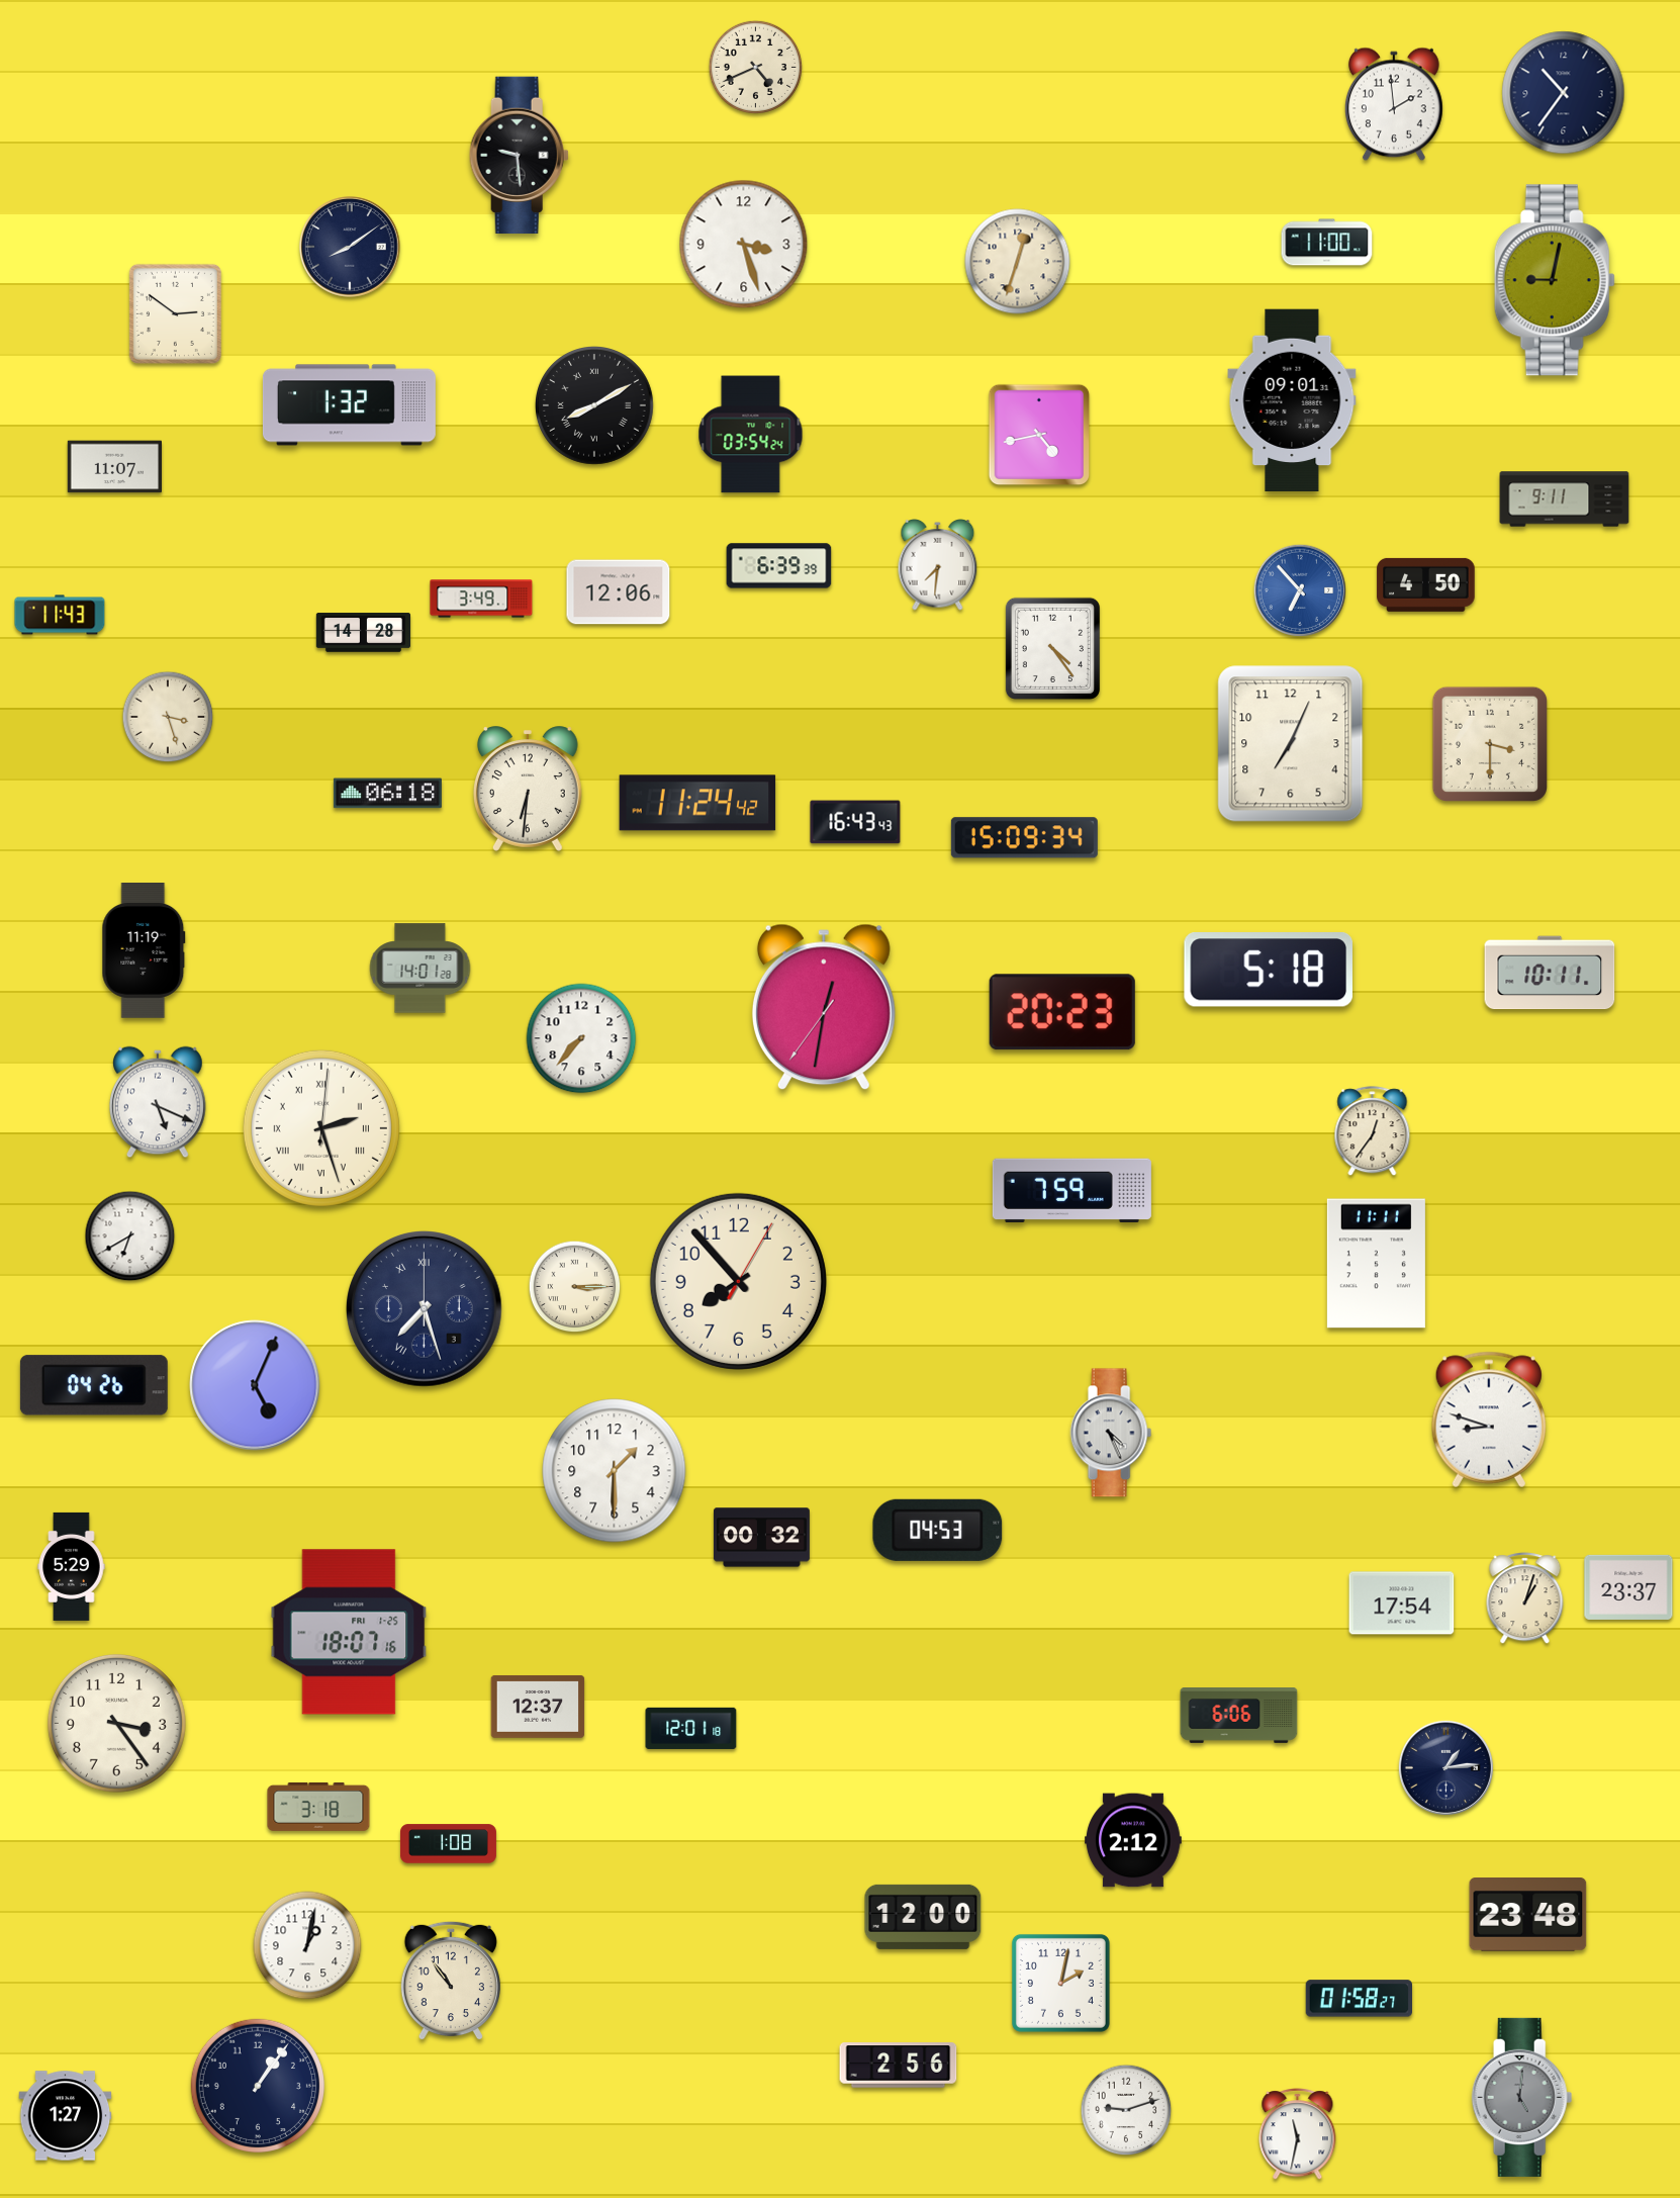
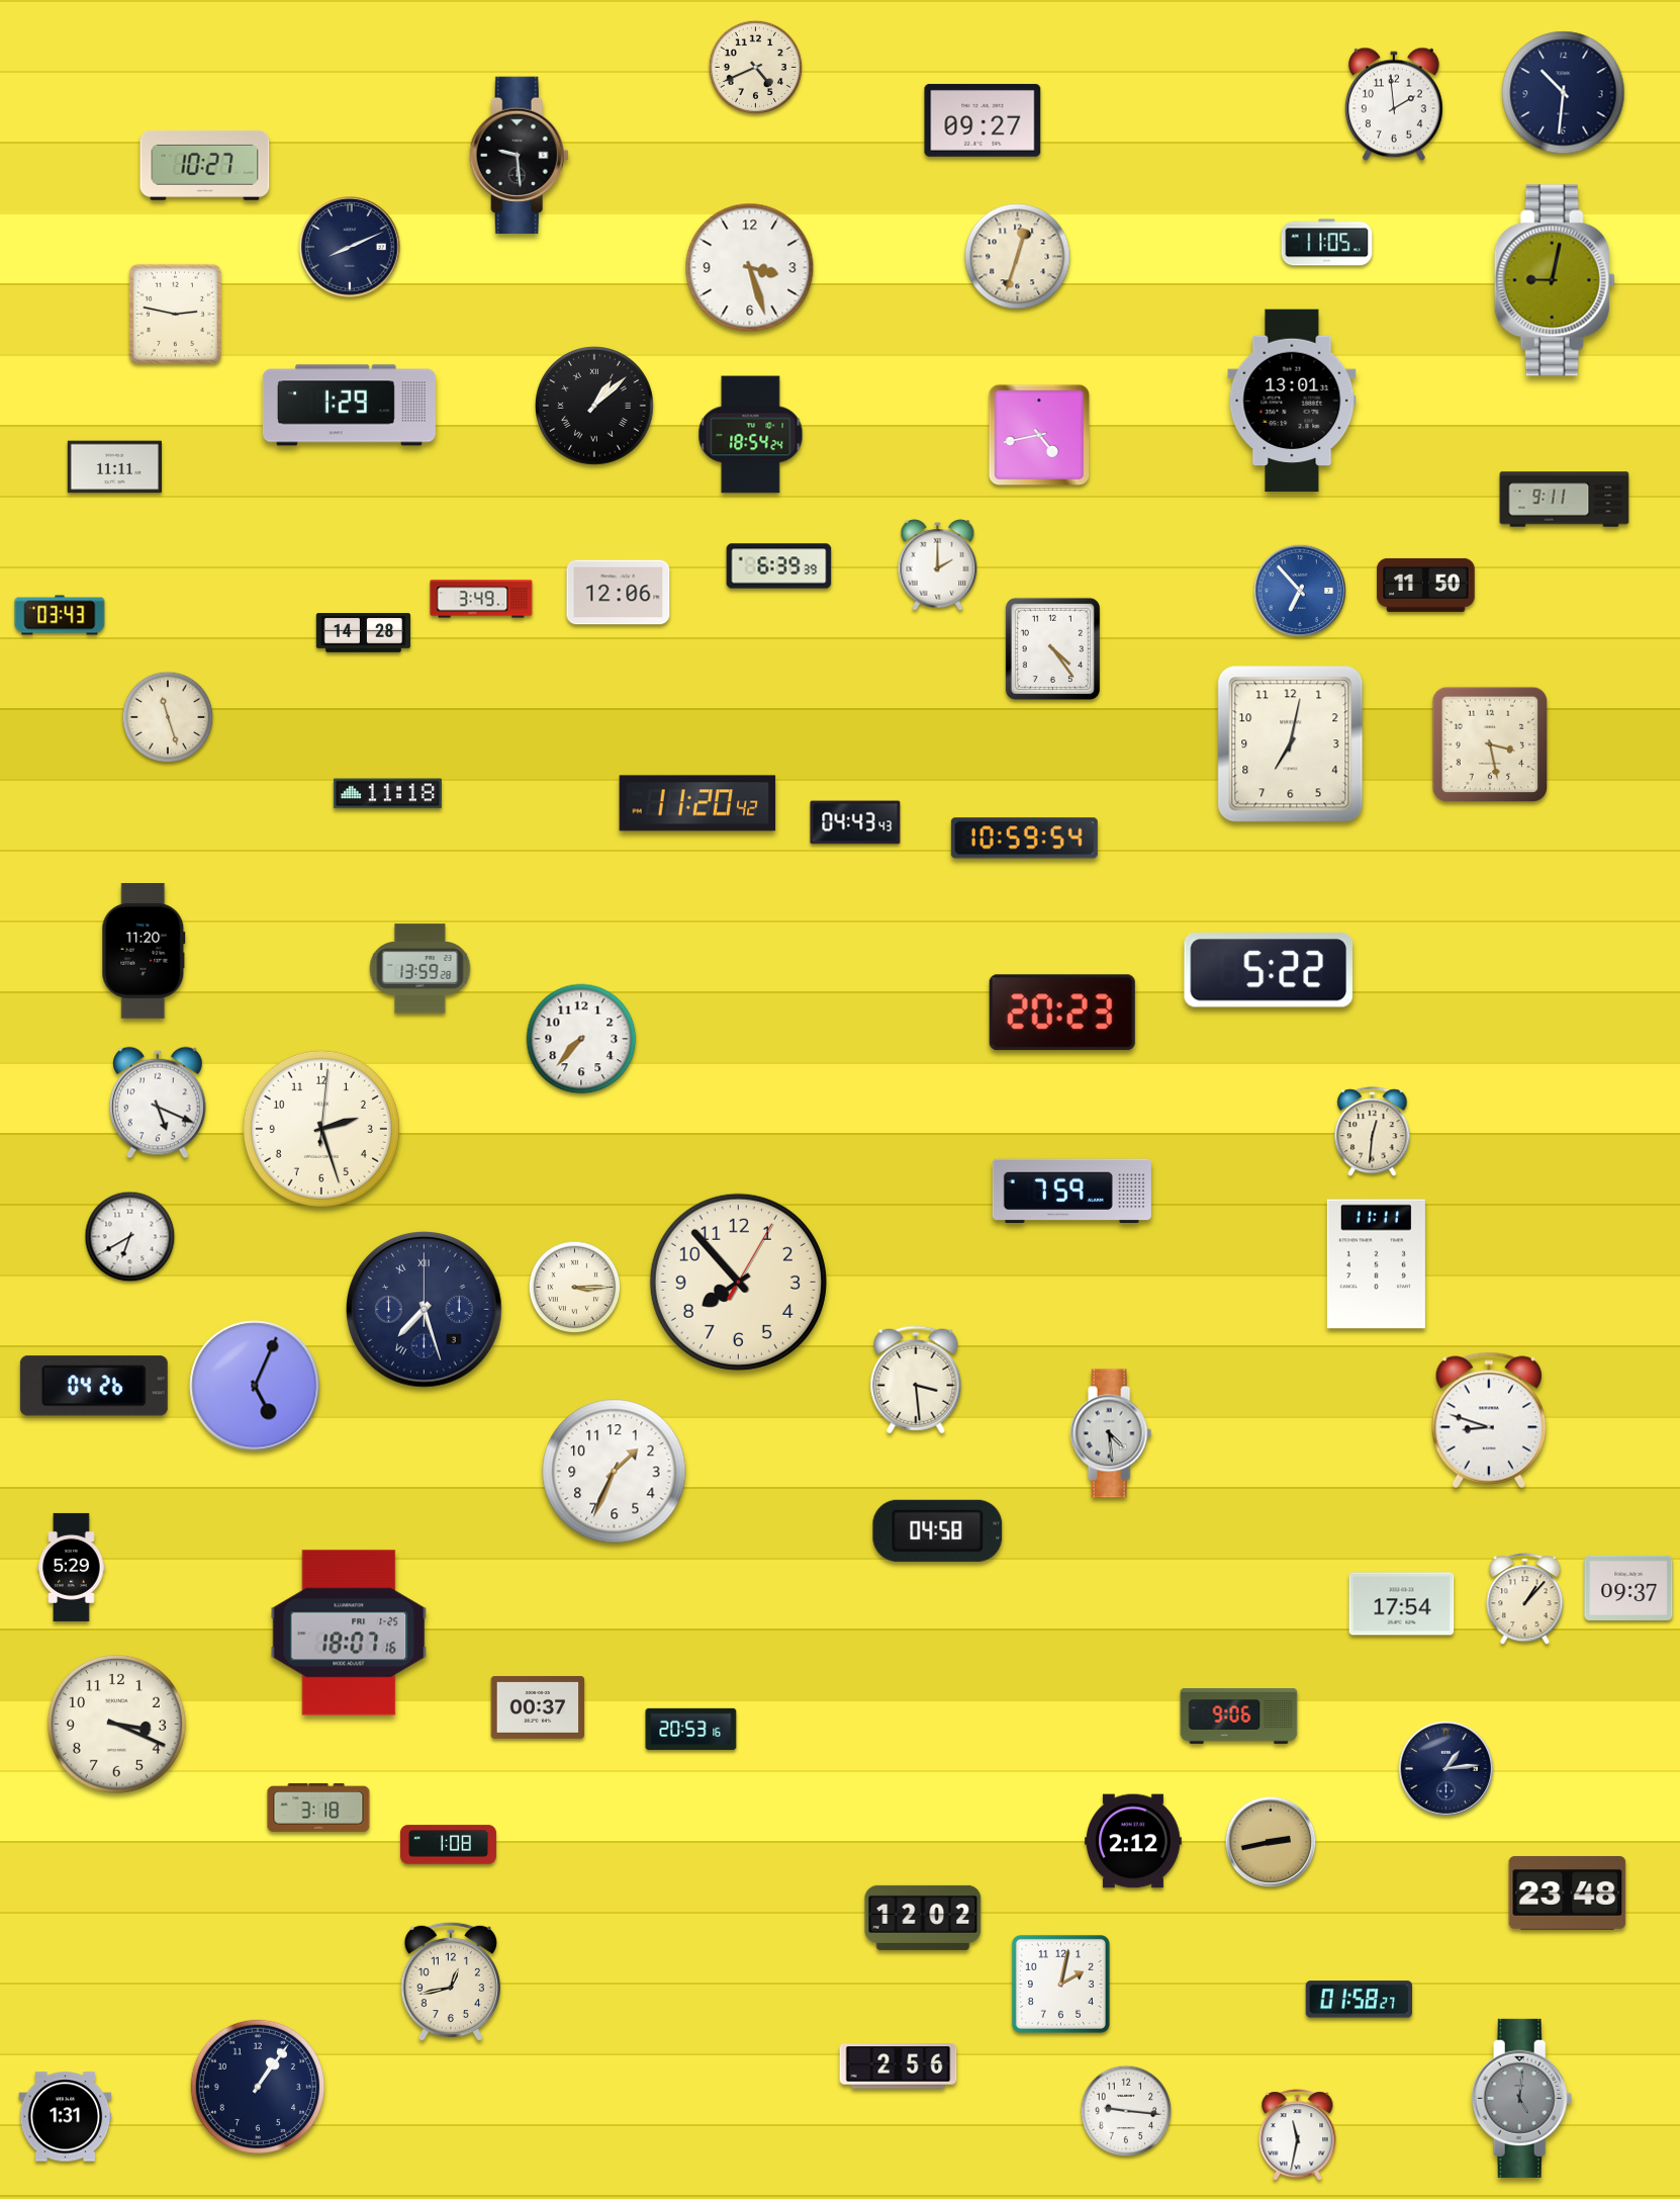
clock at (1564, 93): 10:36 -> 10:31
clock at (983, 120): none -> 09:27
clock at (205, 165): none -> 10:27
clock at (1327, 243): 11:00 -> 11:05
clock at (744, 245) position: (744, 245) -> (750, 268)
clock at (350, 247): 8:09 -> 8:11
clock at (1018, 262) position: (1018, 262) -> (1018, 257)
clock at (175, 313): 2:51 -> 2:47
clock at (1292, 400): 09:01 -> 13:01
clock at (349, 405): 1:32 -> 1:29
clock at (595, 406): 8:10 -> 1:08
clock at (751, 435): 03:54 -> 18:54
clock at (114, 467): 11:07 -> 11:11
clock at (938, 565): 7:31 -> 2:00
clock at (1426, 584): 4:50 -> 11:50
clock at (60, 615): 11:43 -> 03:43
clock at (168, 717): 3:27 -> 11:27
clock at (1291, 744): 7:04 -> 7:02
clock at (1490, 744): 3:30 -> 3:28
clock at (528, 789): 6:31 -> none
clock at (387, 794): 06:18 -> 11:18
clock at (697, 803): 11:24 -> 11:20
clock at (855, 822): 16:43 -> 04:43
clock at (1024, 838): 15:09 -> 10:59
clock at (144, 951): 11:19 -> 11:20
clock at (421, 969): 14:01 -> 13:59
clock at (1268, 970): 5:18 -> 5:22
clock at (1550, 973): 10:11 -> none
clock at (824, 1007): 12:31 -> none
clock at (321, 1128) numerals: Roman -> Arabic
clock at (1373, 1131): 12:36 -> 12:31
clock at (916, 1380): none -> 3:29
clock at (1111, 1433): 4:26 -> 4:29
clock at (615, 1471): 1:30 -> 1:34
clock at (938, 1530): 04:53 -> 04:58
clock at (761, 1538): 00:32 -> none
clock at (1628, 1587): 23:37 -> 09:37
clock at (1525, 1598): 1:03 -> 1:07
clock at (538, 1707): 12:37 -> 00:37
clock at (1239, 1716): 6:06 -> 9:06
clock at (116, 1723): 3:24 -> 3:19
clock at (691, 1728): 12:01 -> 20:53
clock at (1271, 1842): none -> 2:43
clock at (1528, 1915) position: (1528, 1915) -> (1568, 1894)
clock at (923, 1917): 12:00 -> 12:02
clock at (307, 1945): 1:02 -> none
clock at (451, 1981): 10:54 -> 12:43
clock at (1126, 2110): 9:12 -> 9:16
clock at (66, 2116): 1:27 -> 1:31
